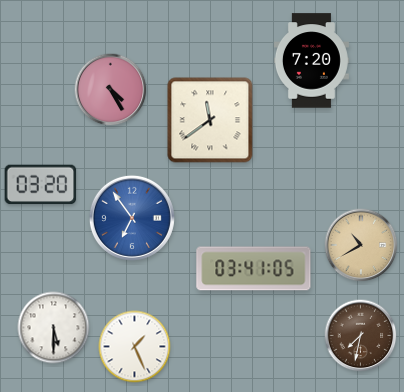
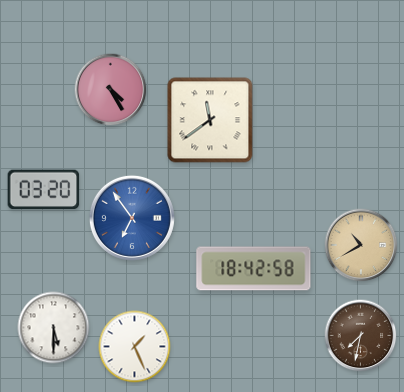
clock at (311, 61): 7:20 -> none
clock at (41, 185) position: (41, 185) -> (44, 190)
clock at (254, 269): 03:41 -> 18:42
